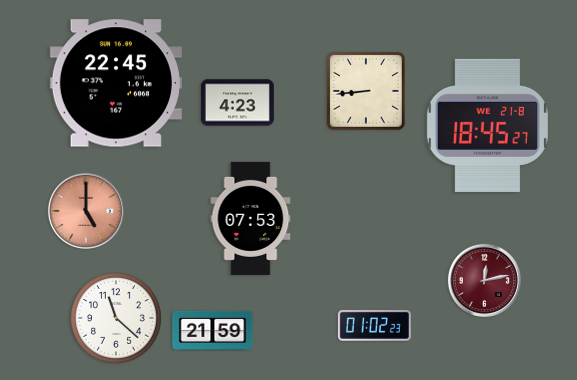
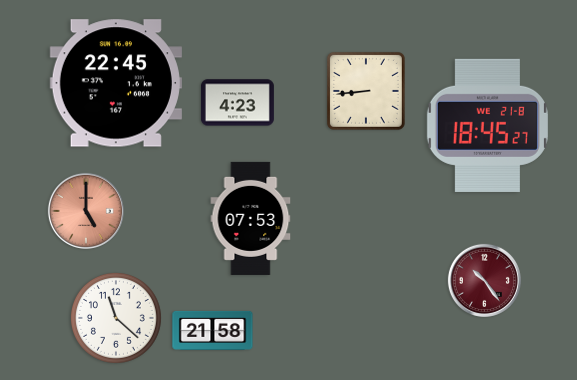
clock at (484, 280): 12:13 -> 10:24
clock at (374, 326): 01:02 -> none
clock at (213, 330): 21:59 -> 21:58
